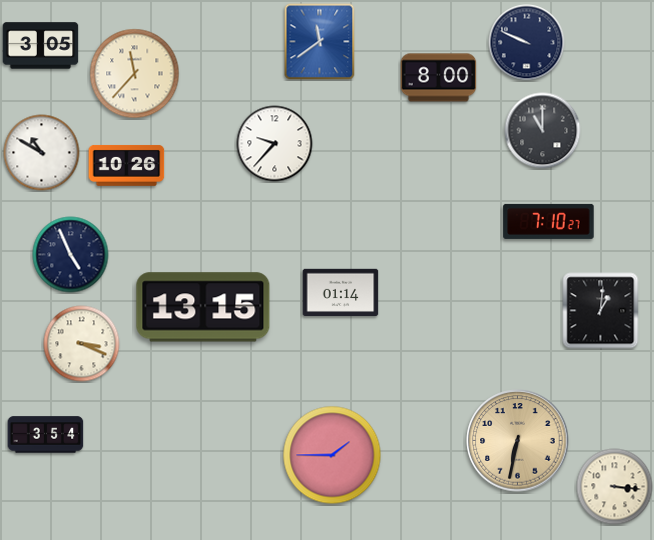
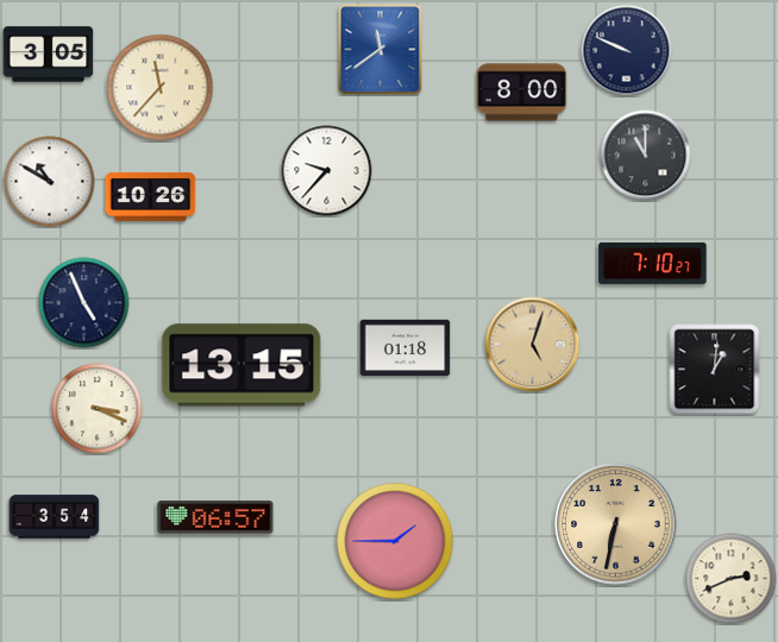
clock at (533, 345): none -> 5:03
clock at (341, 292): 01:14 -> 01:18
clock at (215, 517): none -> 06:57
clock at (615, 487): 3:16 -> 2:41
